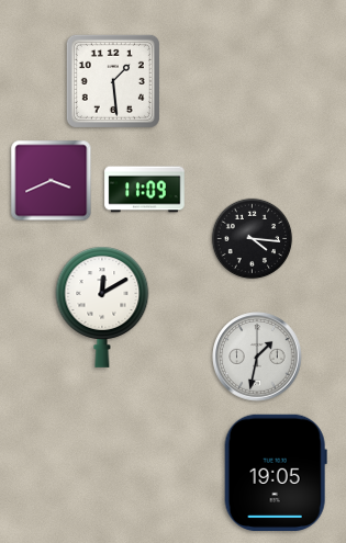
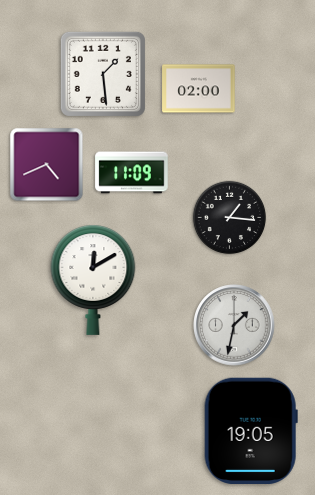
clock at (199, 89): none -> 02:00
clock at (52, 181): 3:41 -> 4:41
clock at (253, 239): 4:16 -> 1:16
